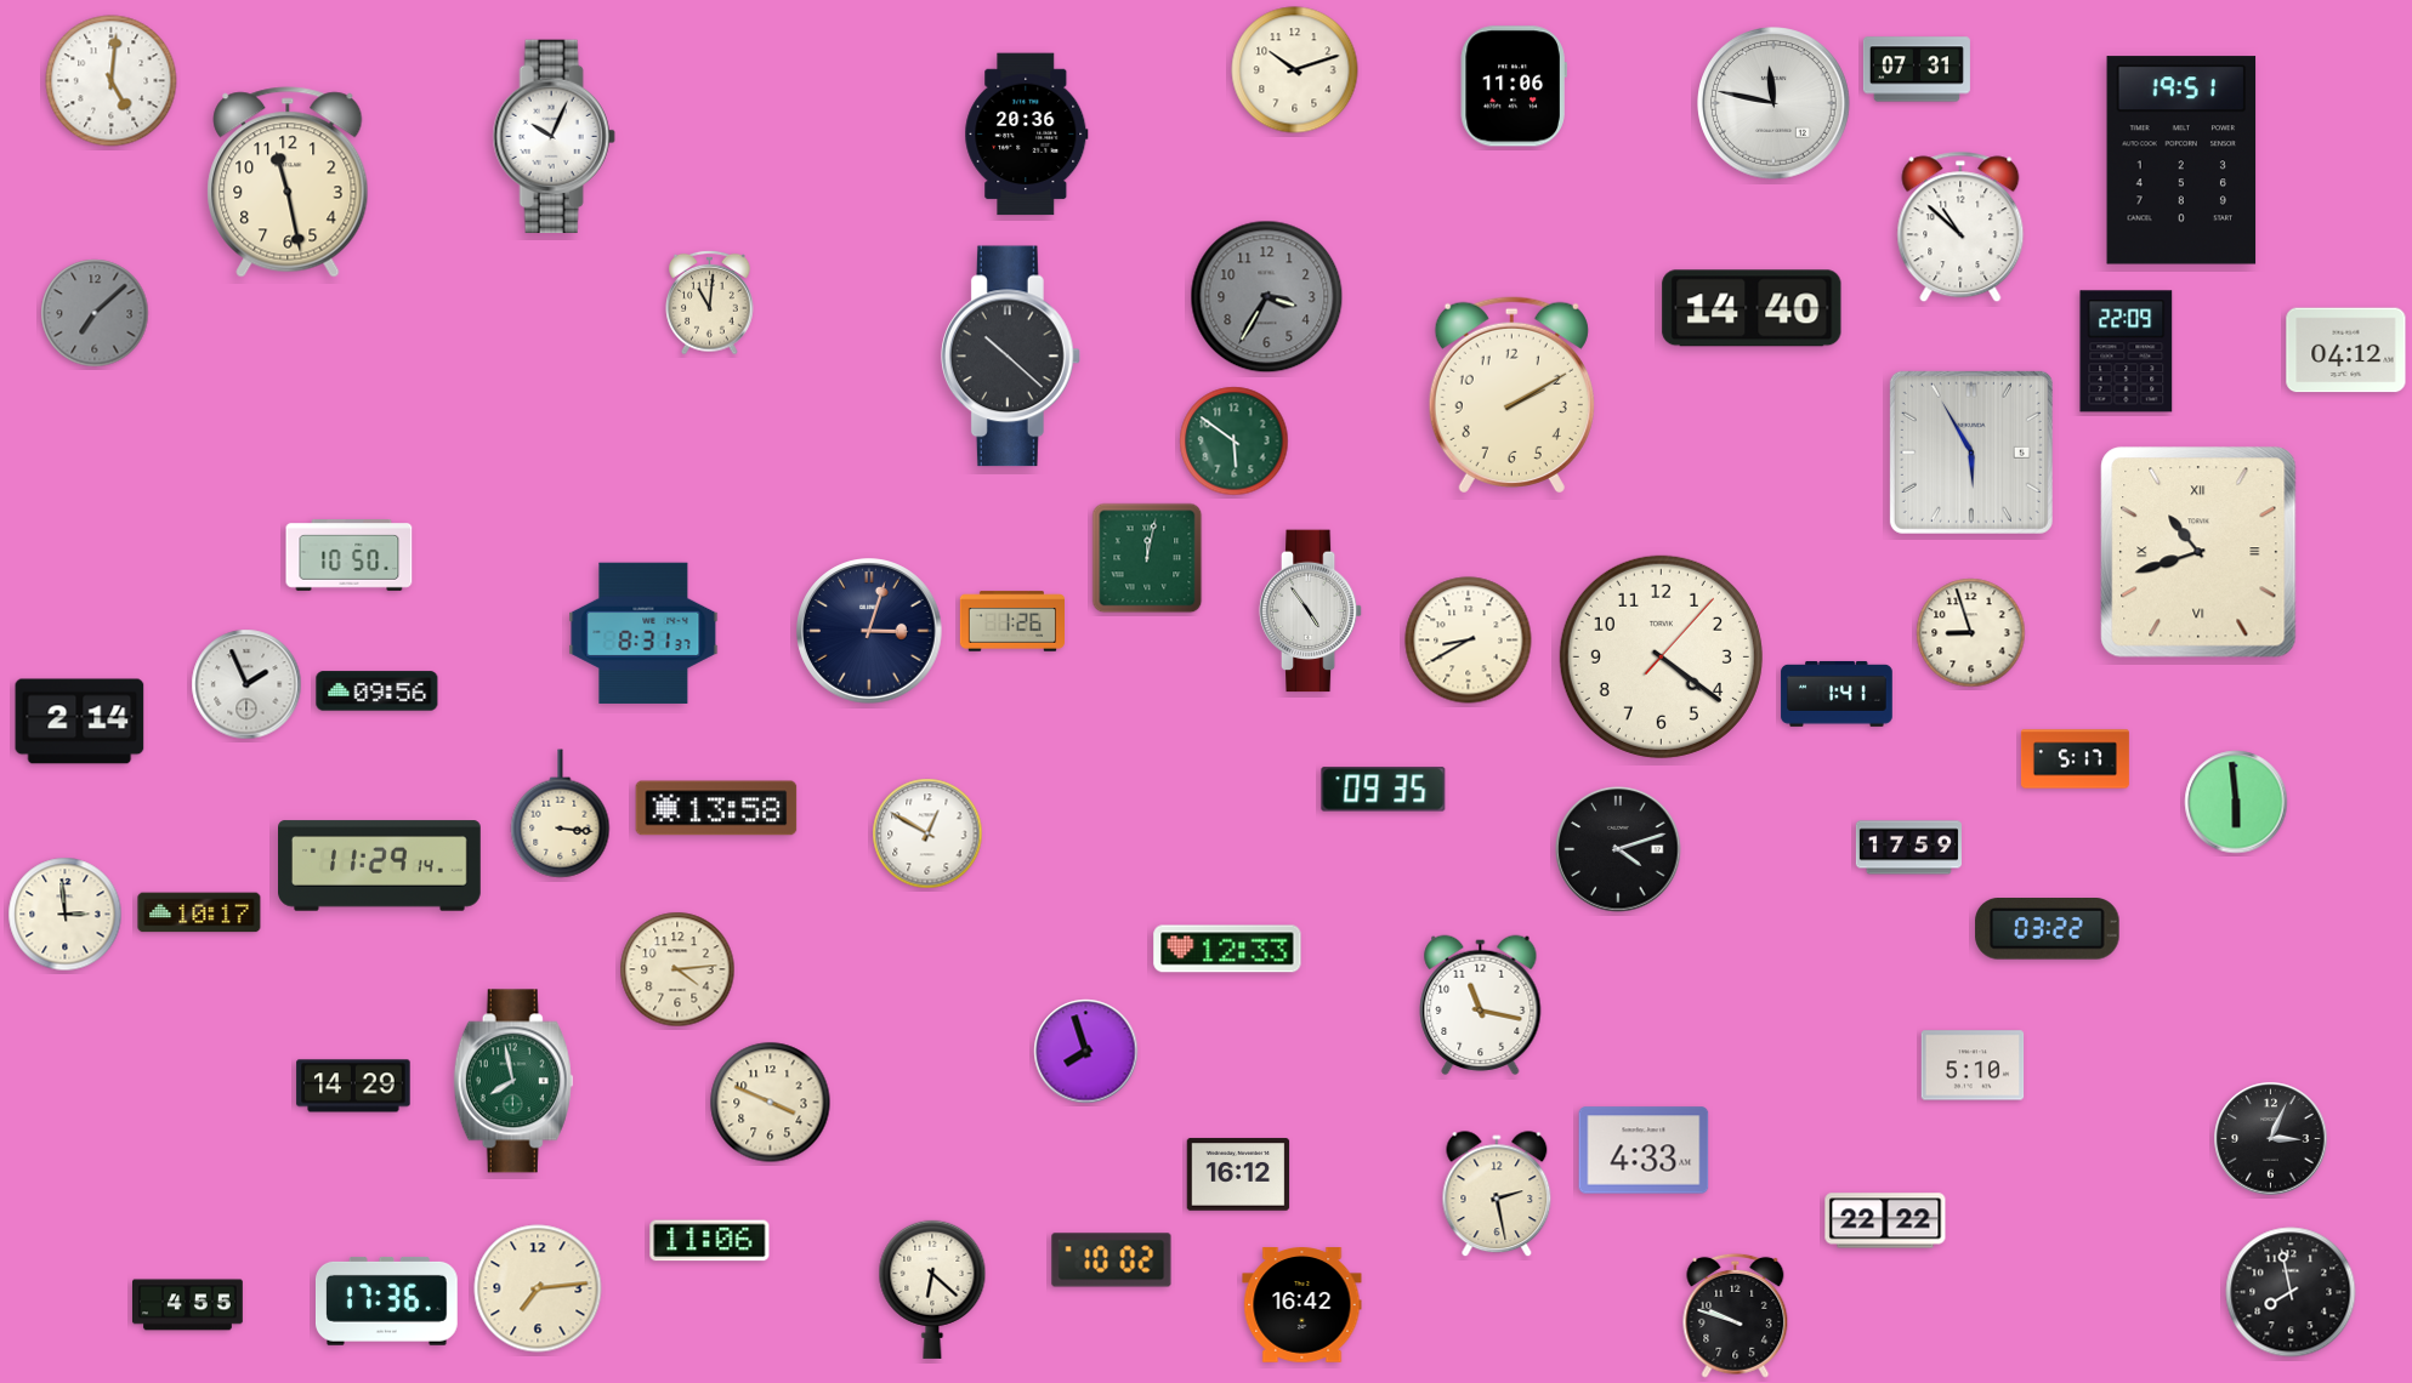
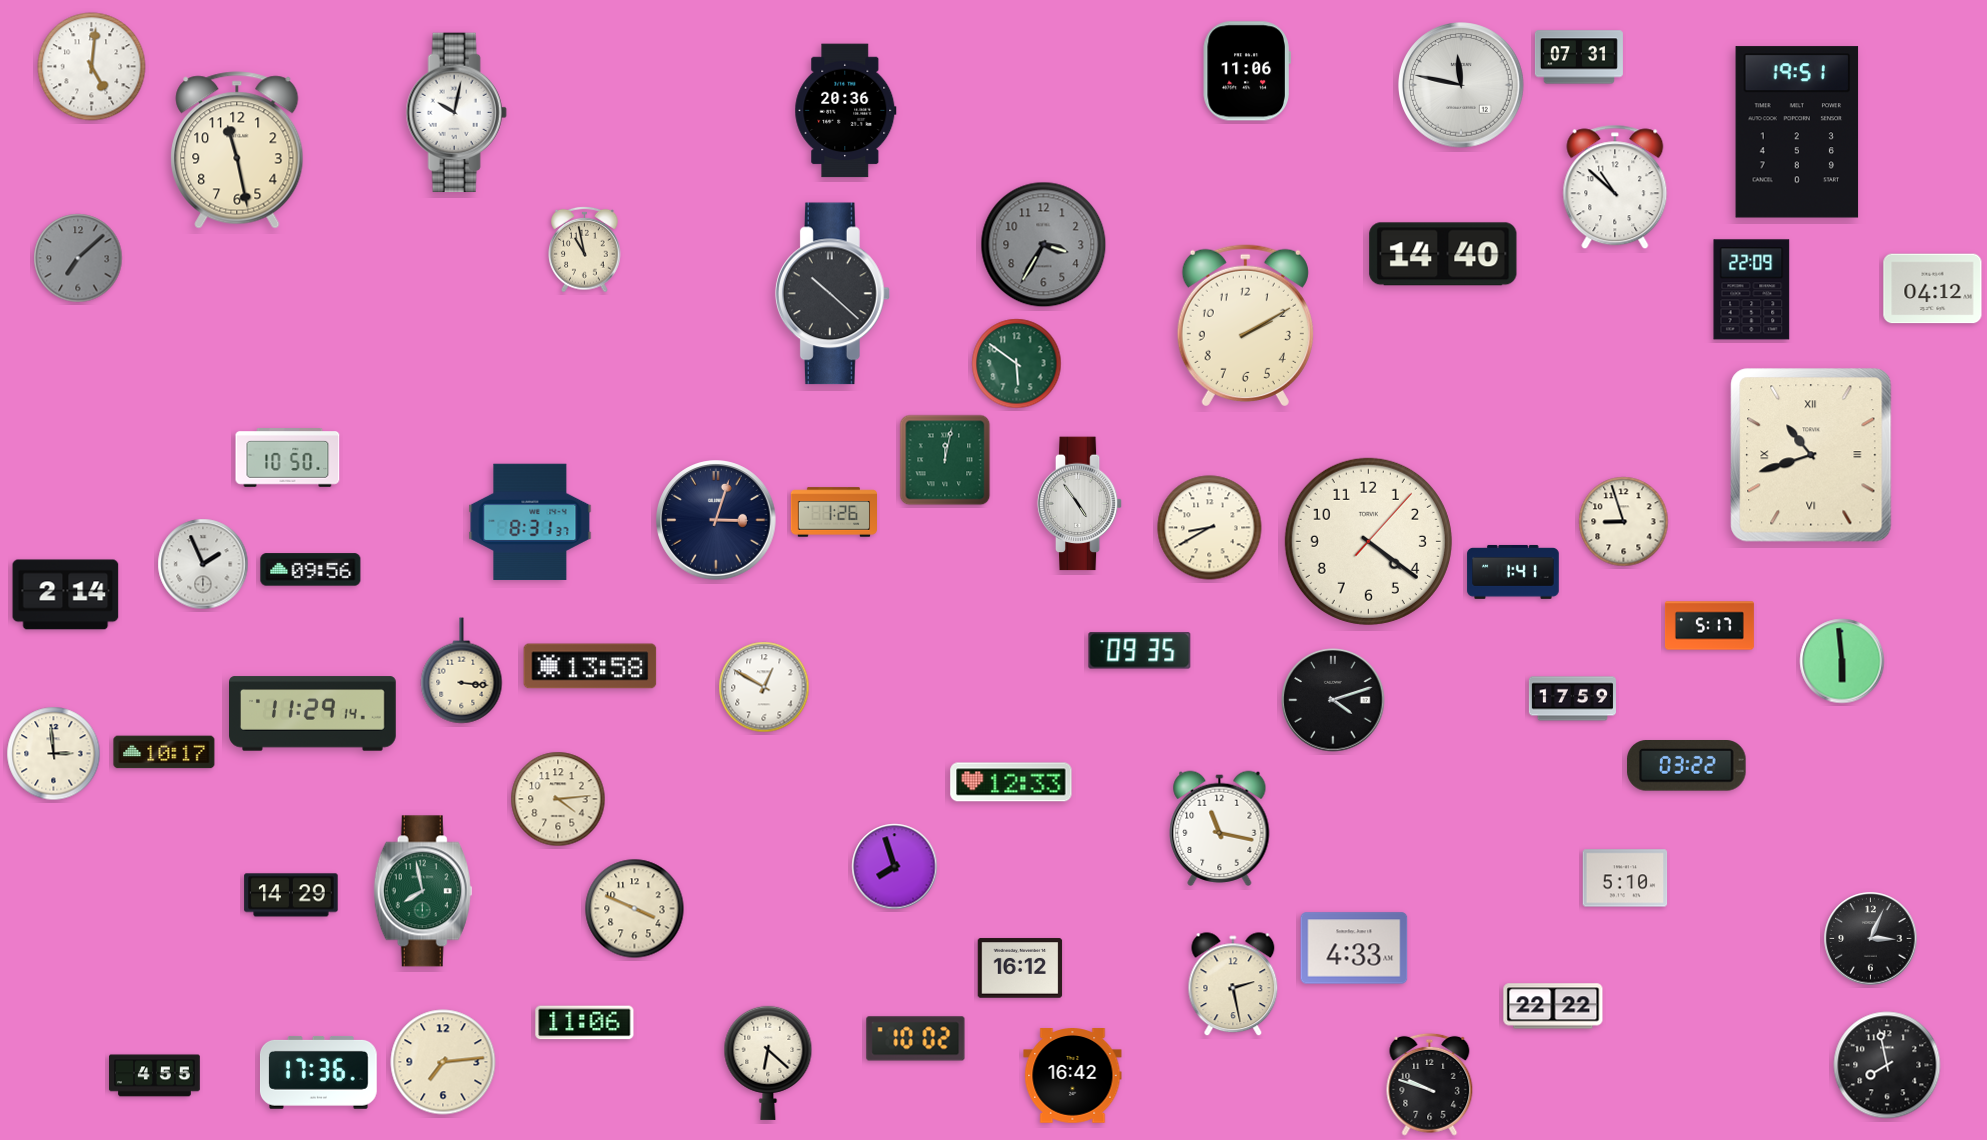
clock at (1295, 70): 10:12 -> none
clock at (554, 137): 10:04 -> 10:02
clock at (710, 302): 11:01 -> 10:58
clock at (1971, 453): 5:55 -> none
